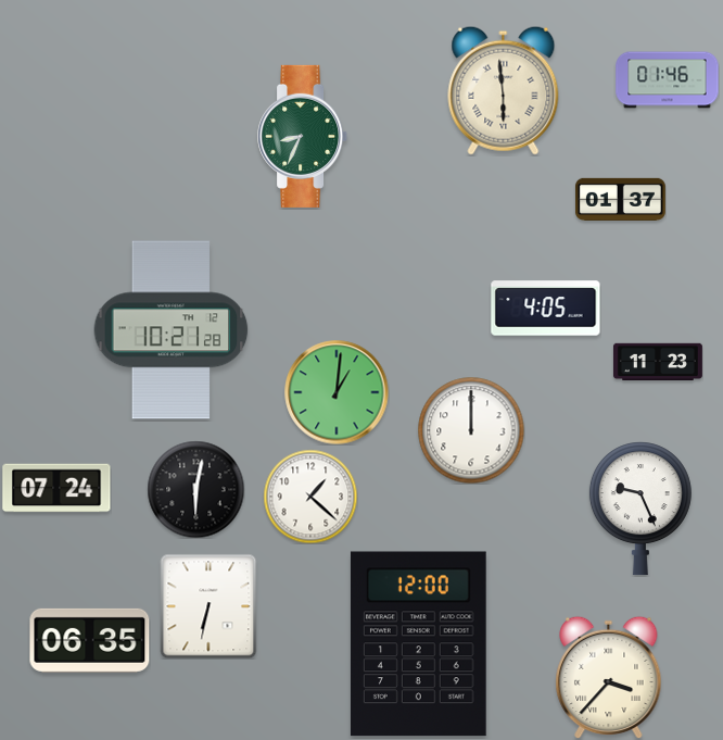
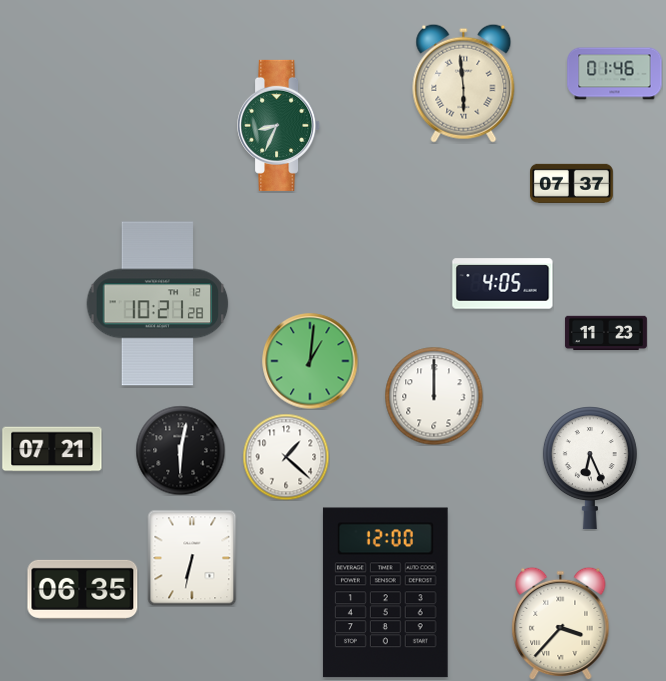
clock at (620, 199): 01:37 -> 07:37
clock at (56, 488): 07:24 -> 07:21
clock at (640, 509): 9:26 -> 6:26
